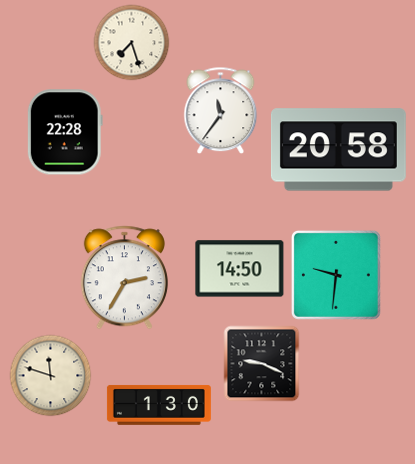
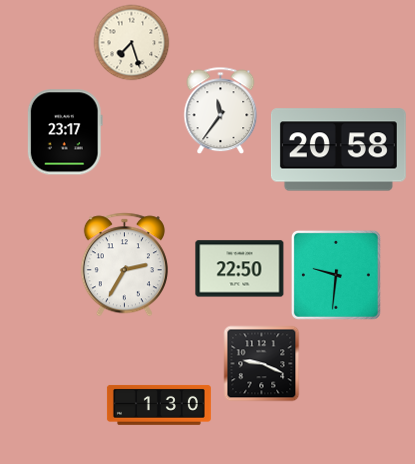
clock at (65, 132): 22:28 -> 23:17
clock at (240, 269): 14:50 -> 22:50
clock at (124, 278) position: (124, 278) -> (124, 265)
clock at (51, 376): 11:48 -> none
